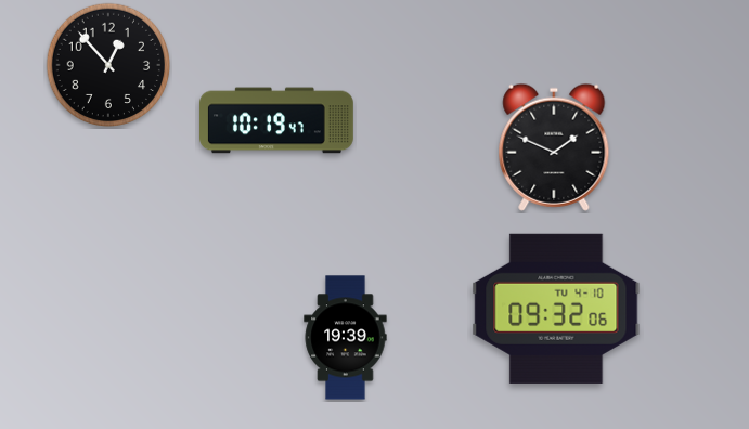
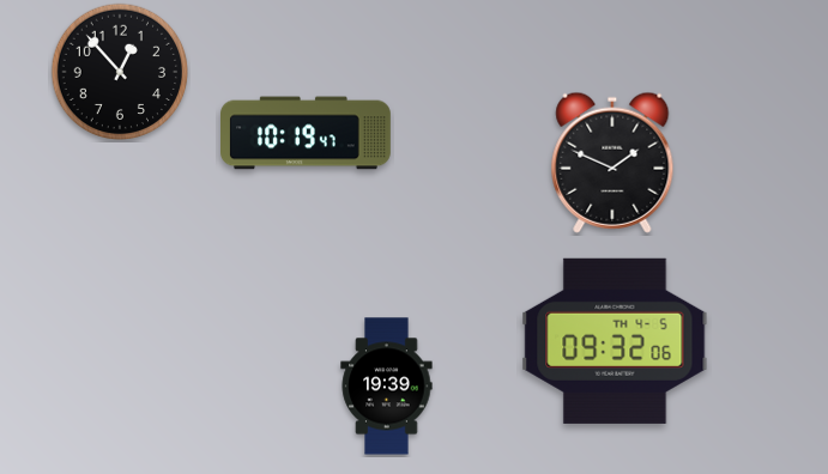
clock at (556, 309) date: TU 4-10 -> TH 4-5
clock at (346, 338) position: (346, 338) -> (387, 387)
